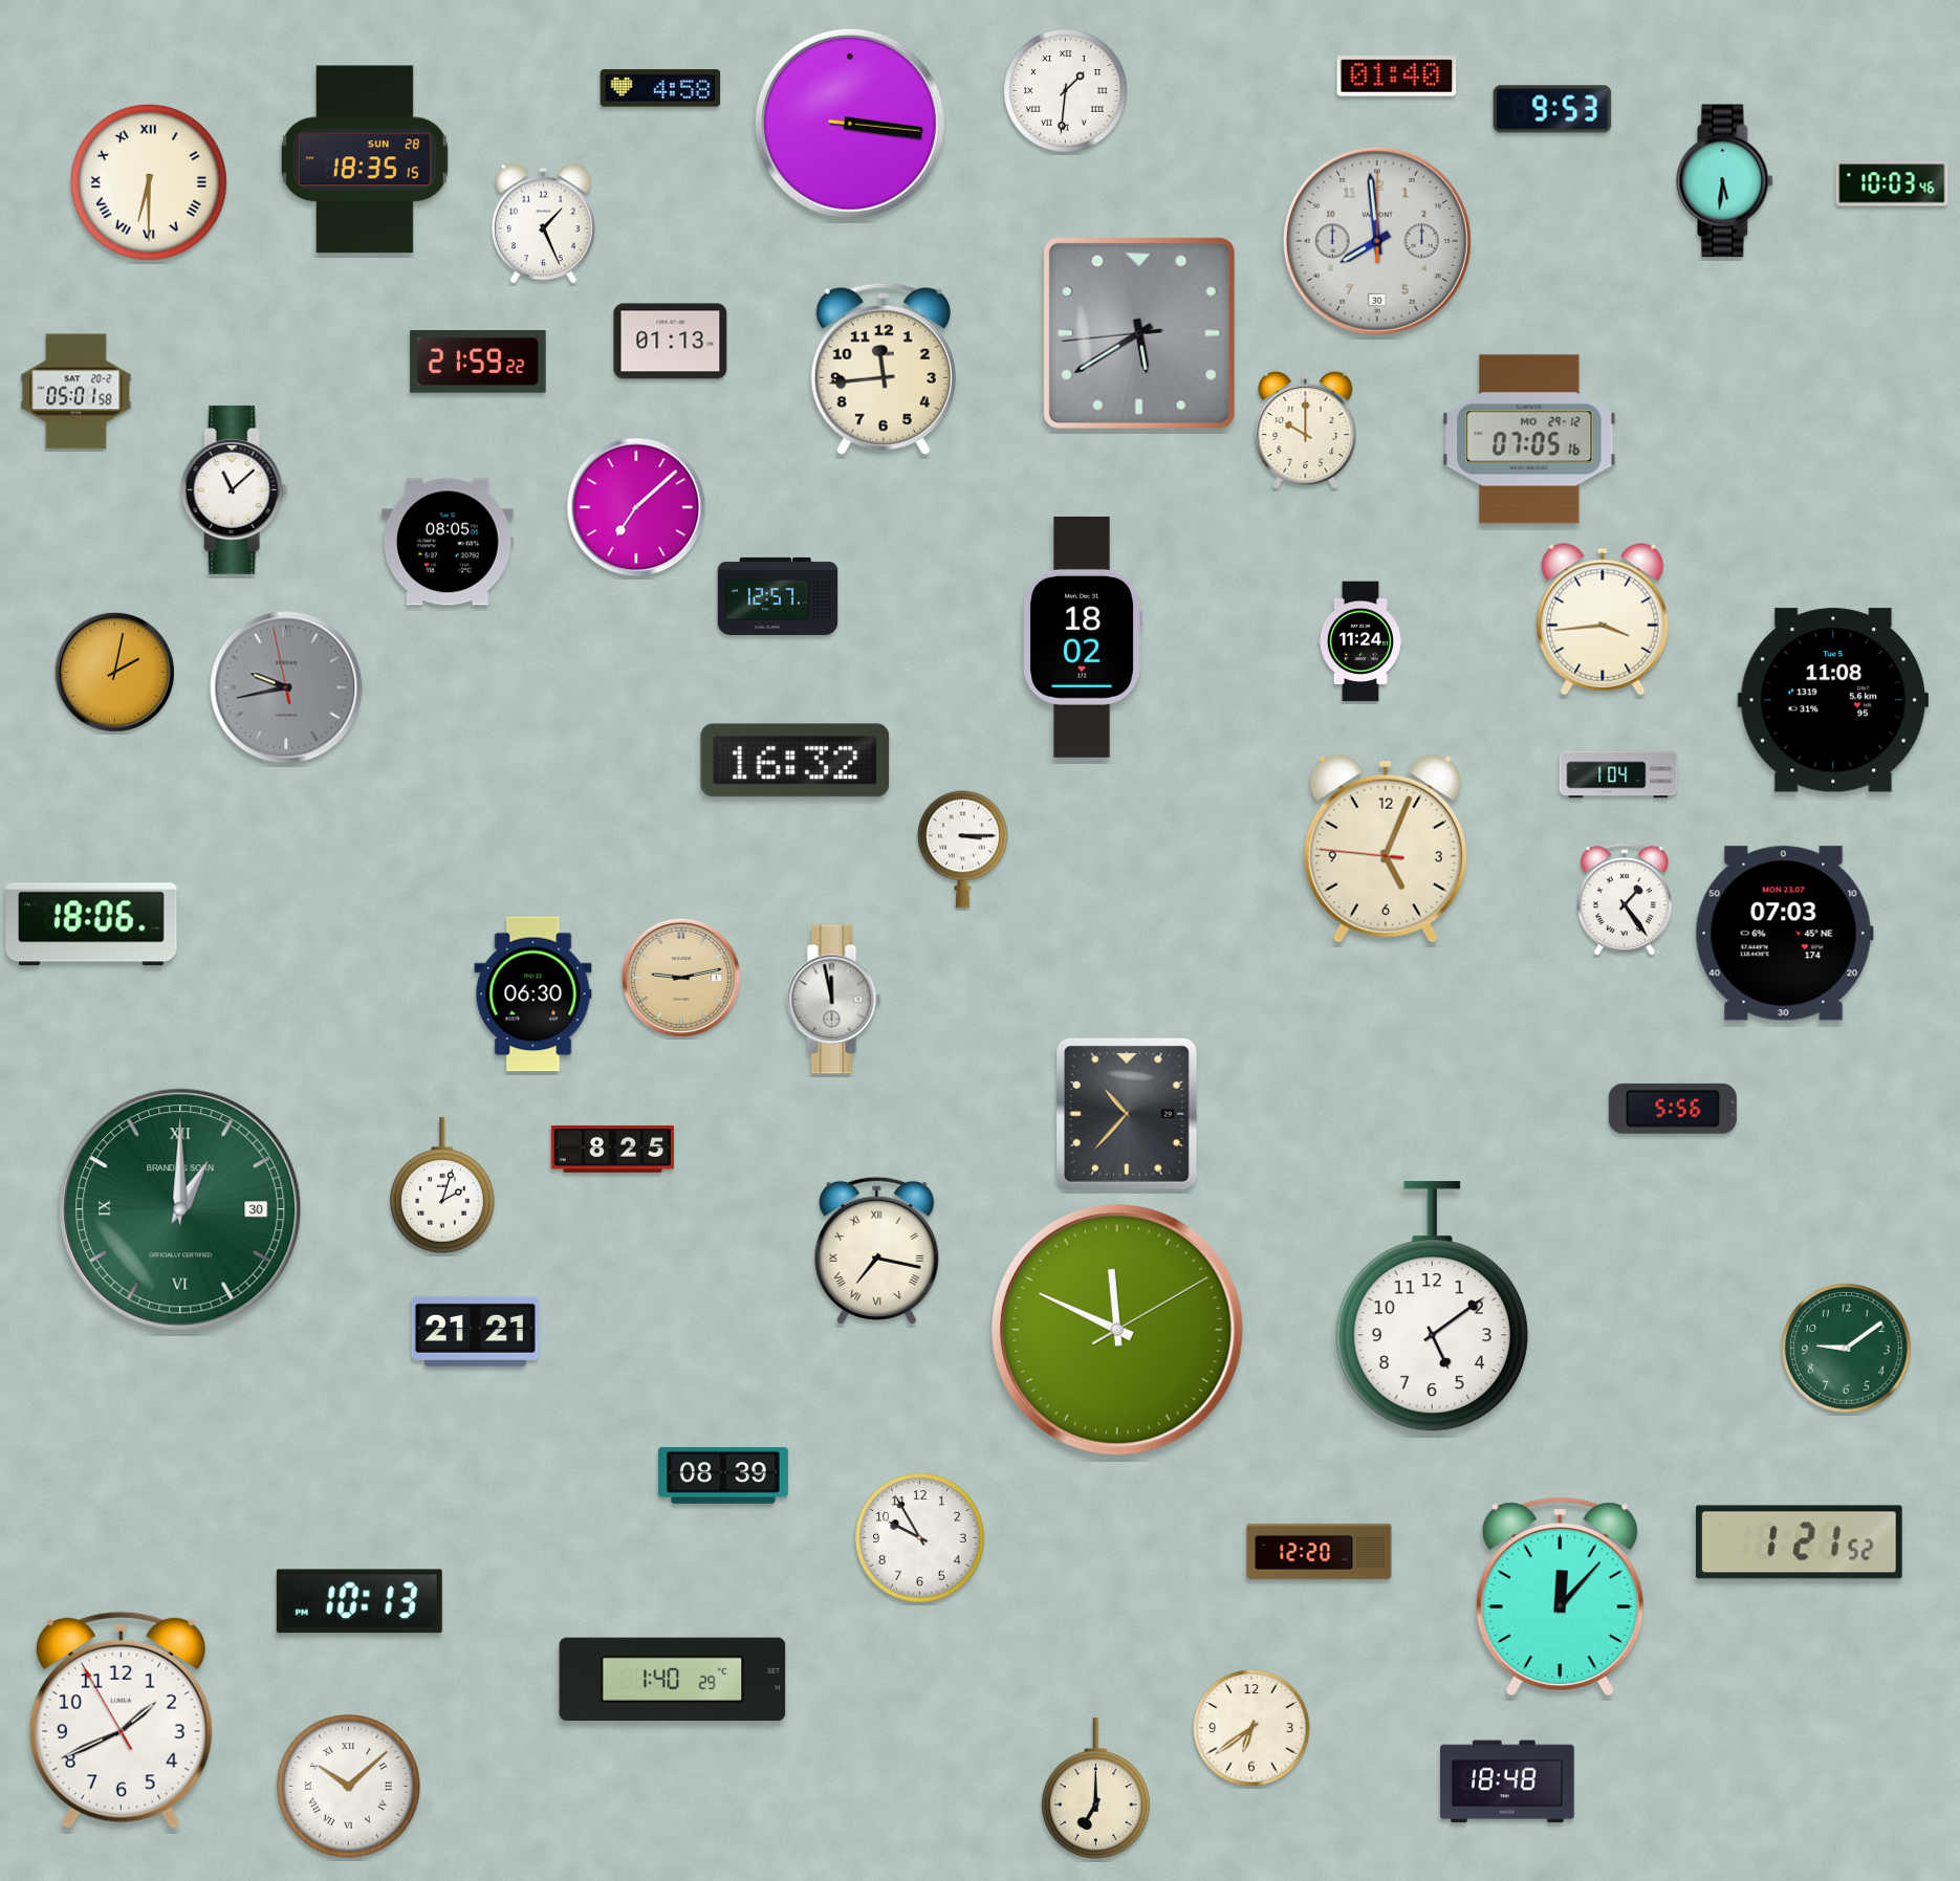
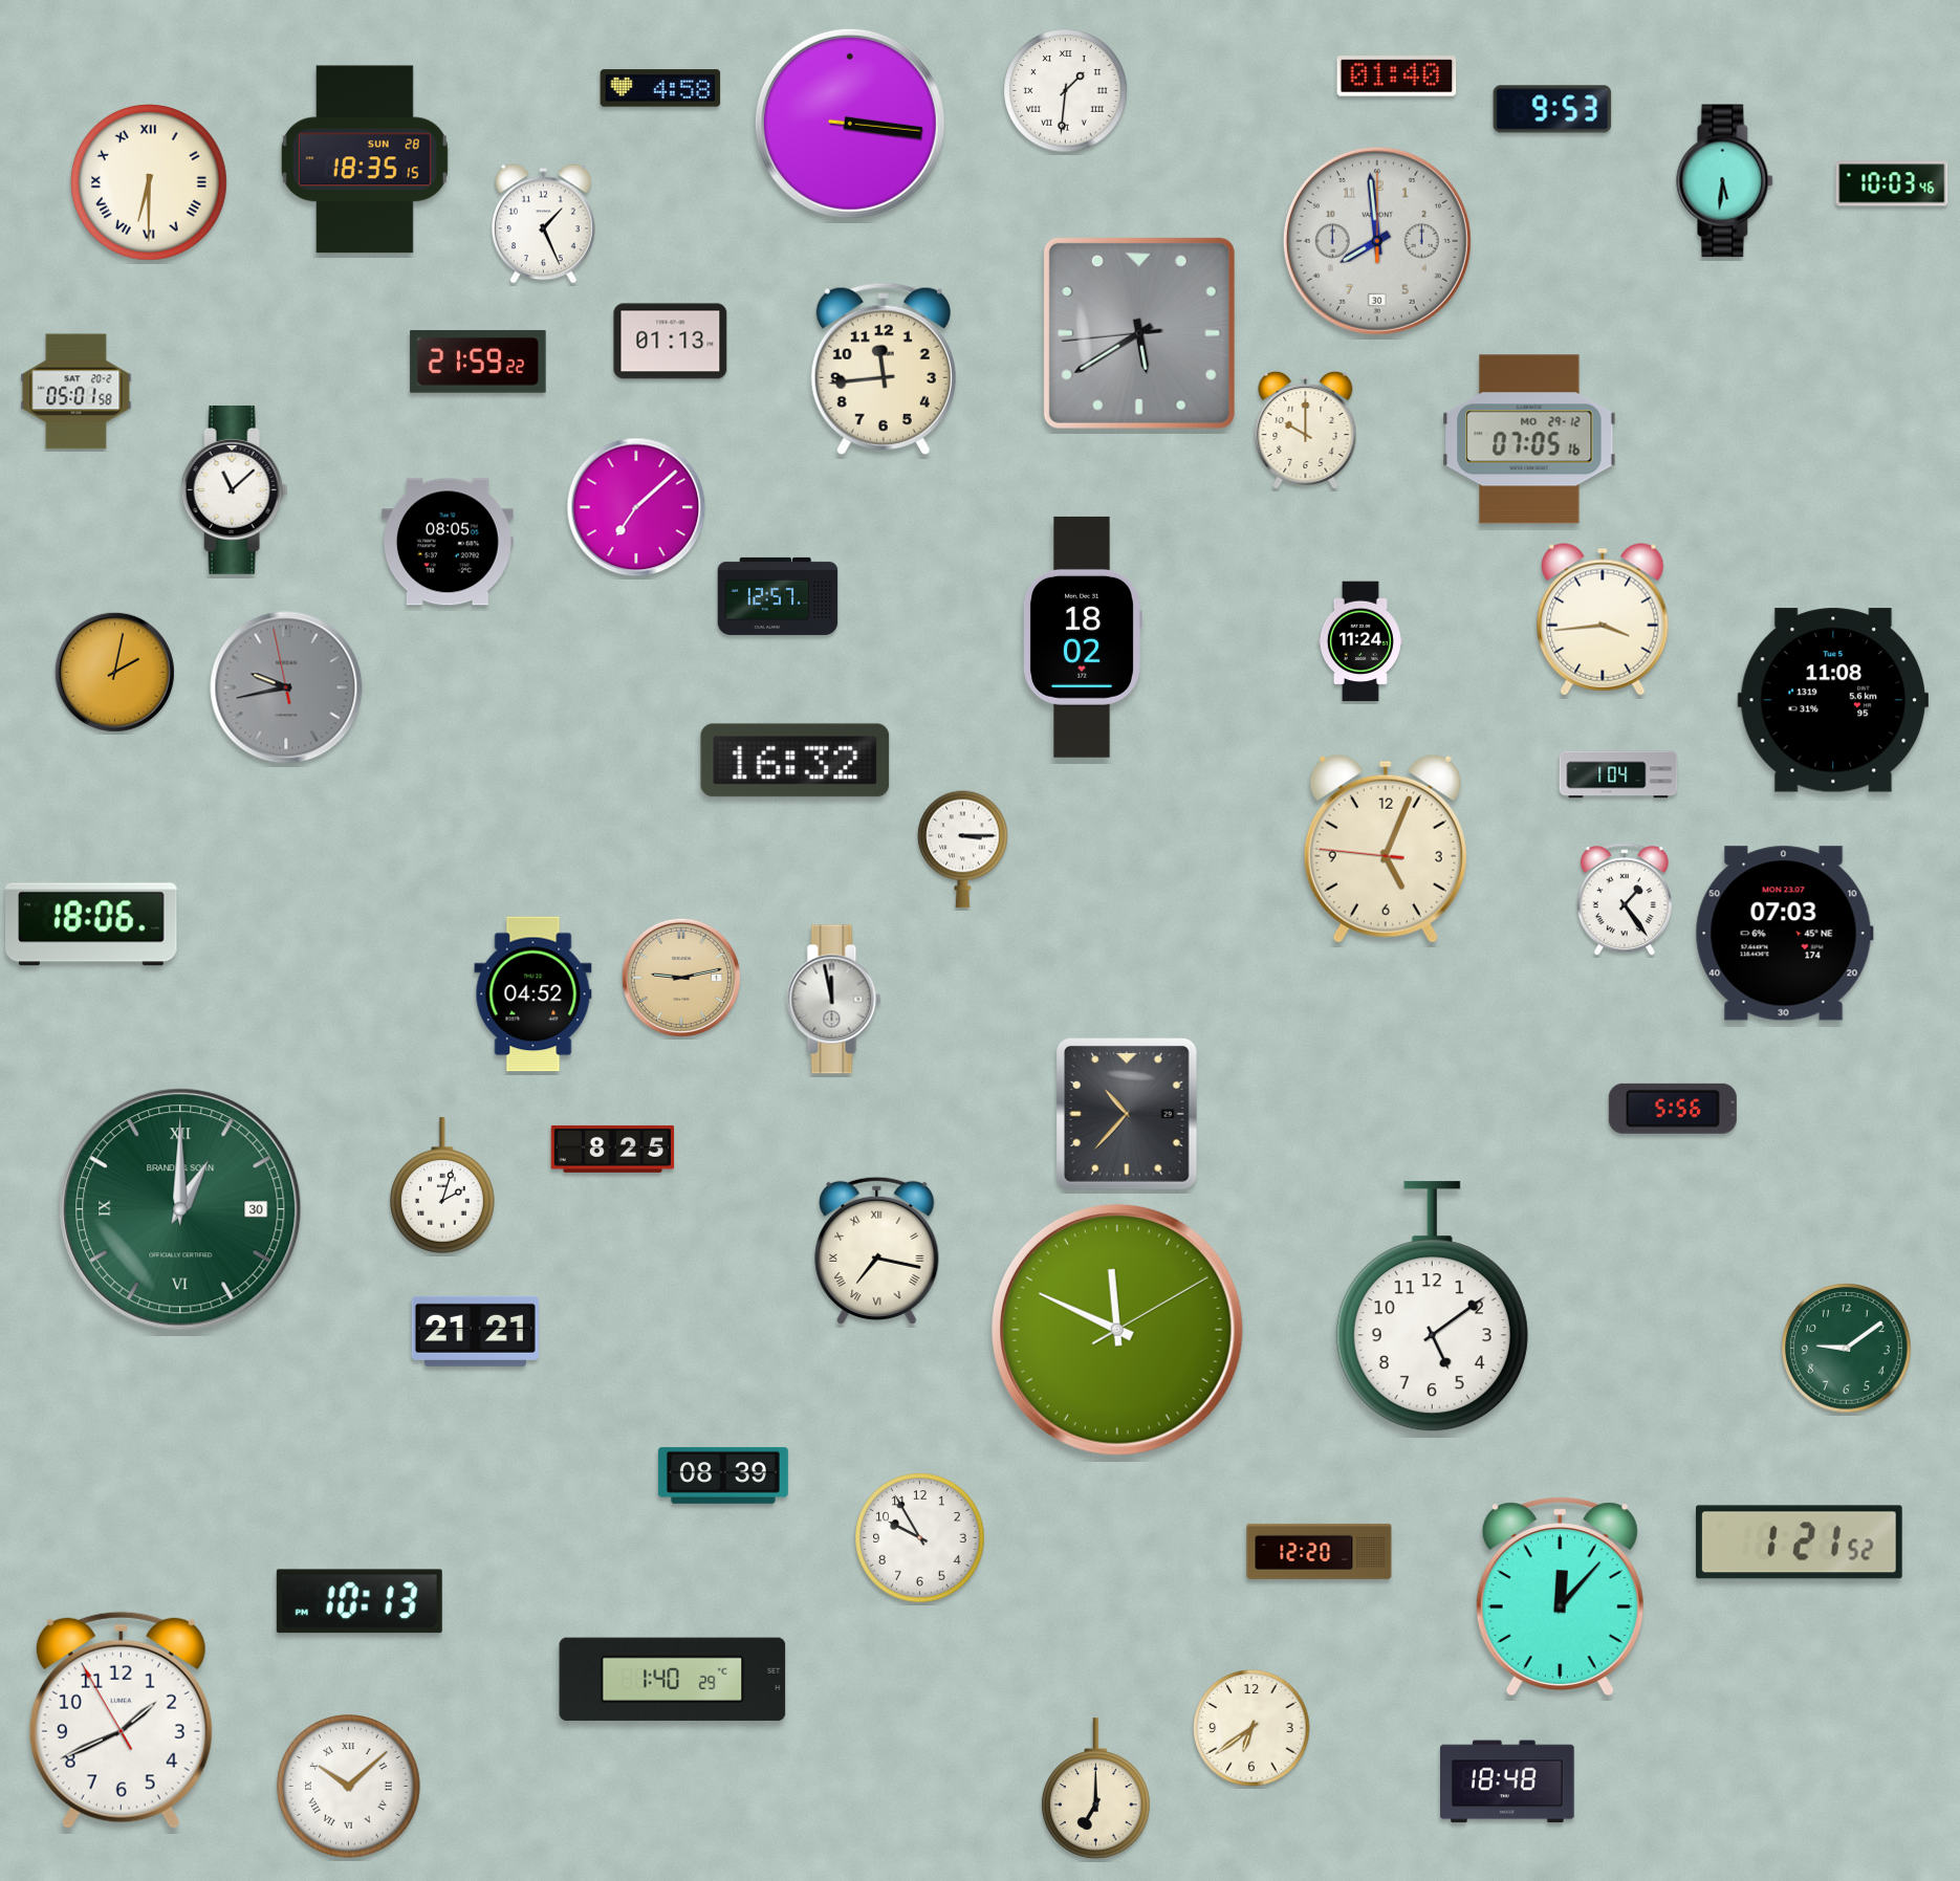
clock at (533, 994): 06:30 -> 04:52
